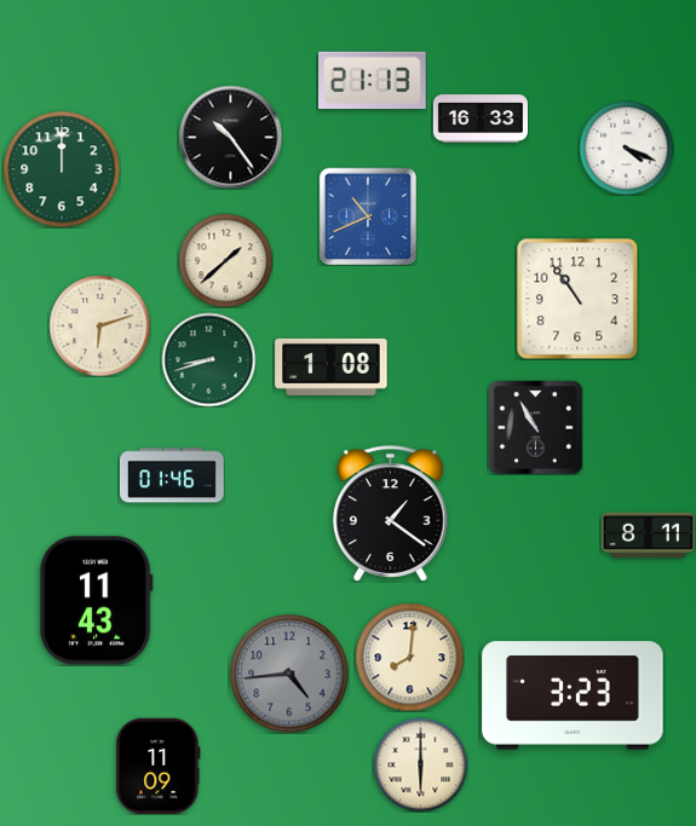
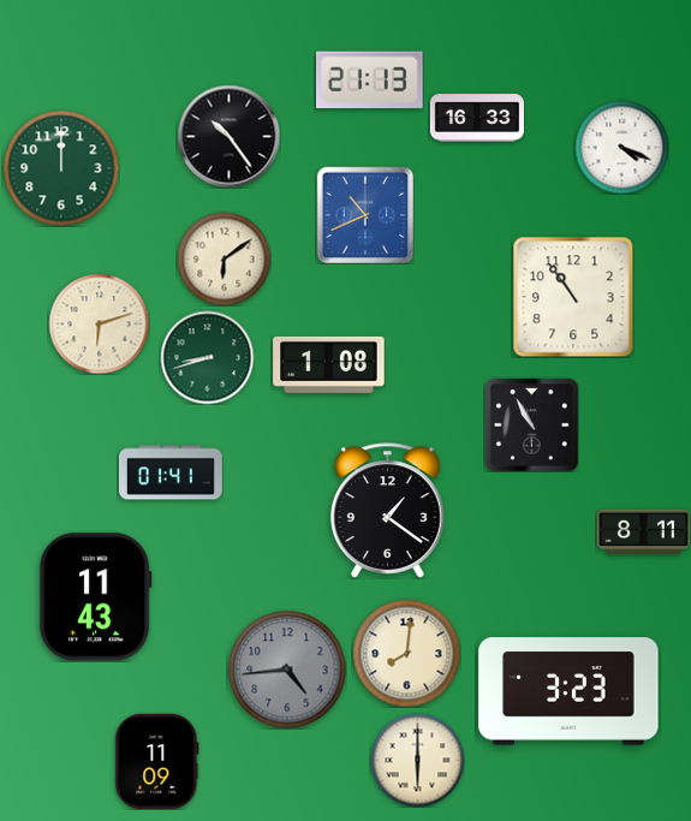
clock at (225, 260): 1:38 -> 6:09
clock at (172, 475): 01:46 -> 01:41
